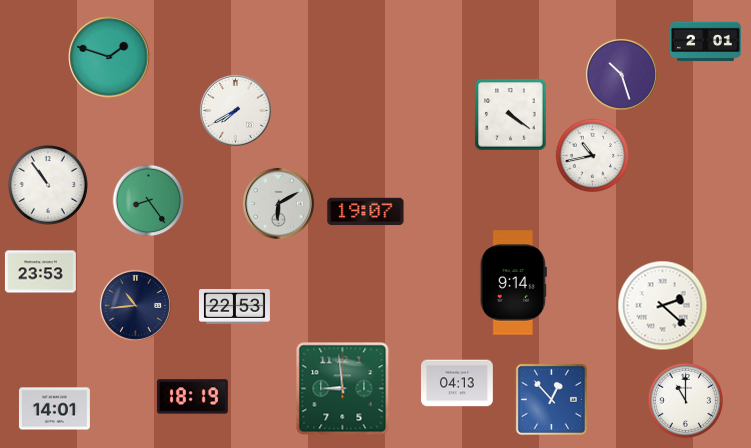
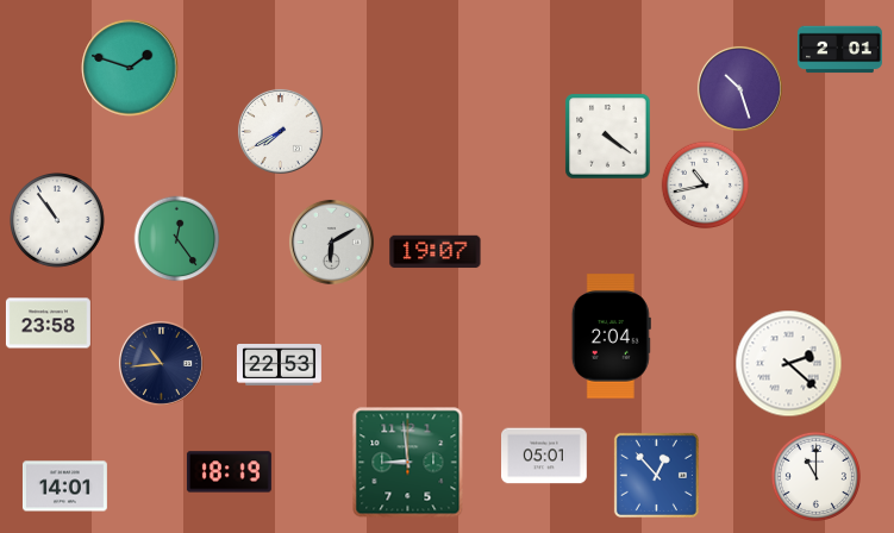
clock at (149, 201): 8:24 -> 12:24
clock at (40, 272): 23:53 -> 23:58
clock at (513, 283): 9:14 -> 2:04
clock at (458, 383): 04:13 -> 05:01
